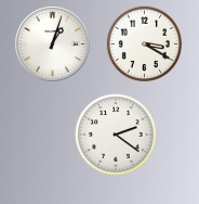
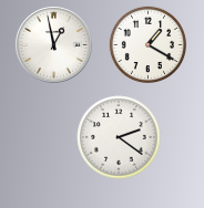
clock at (144, 43): 3:20 -> 1:20
clock at (53, 44): 1:03 -> 12:58
